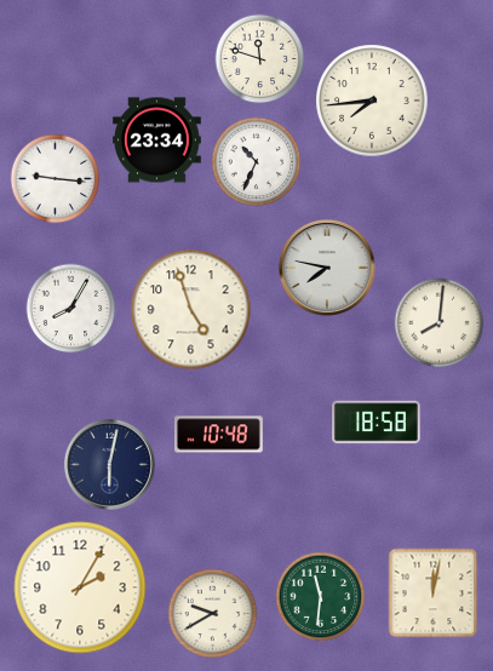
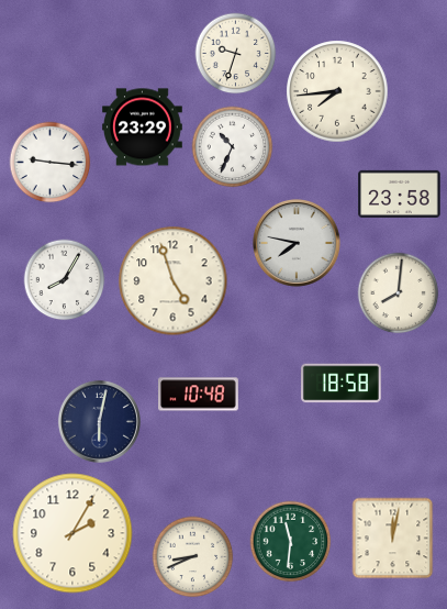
clock at (260, 59): 11:48 -> 9:33
clock at (157, 140): 23:34 -> 23:29
clock at (400, 193): none -> 23:58
clock at (213, 614): 9:40 -> 8:41
